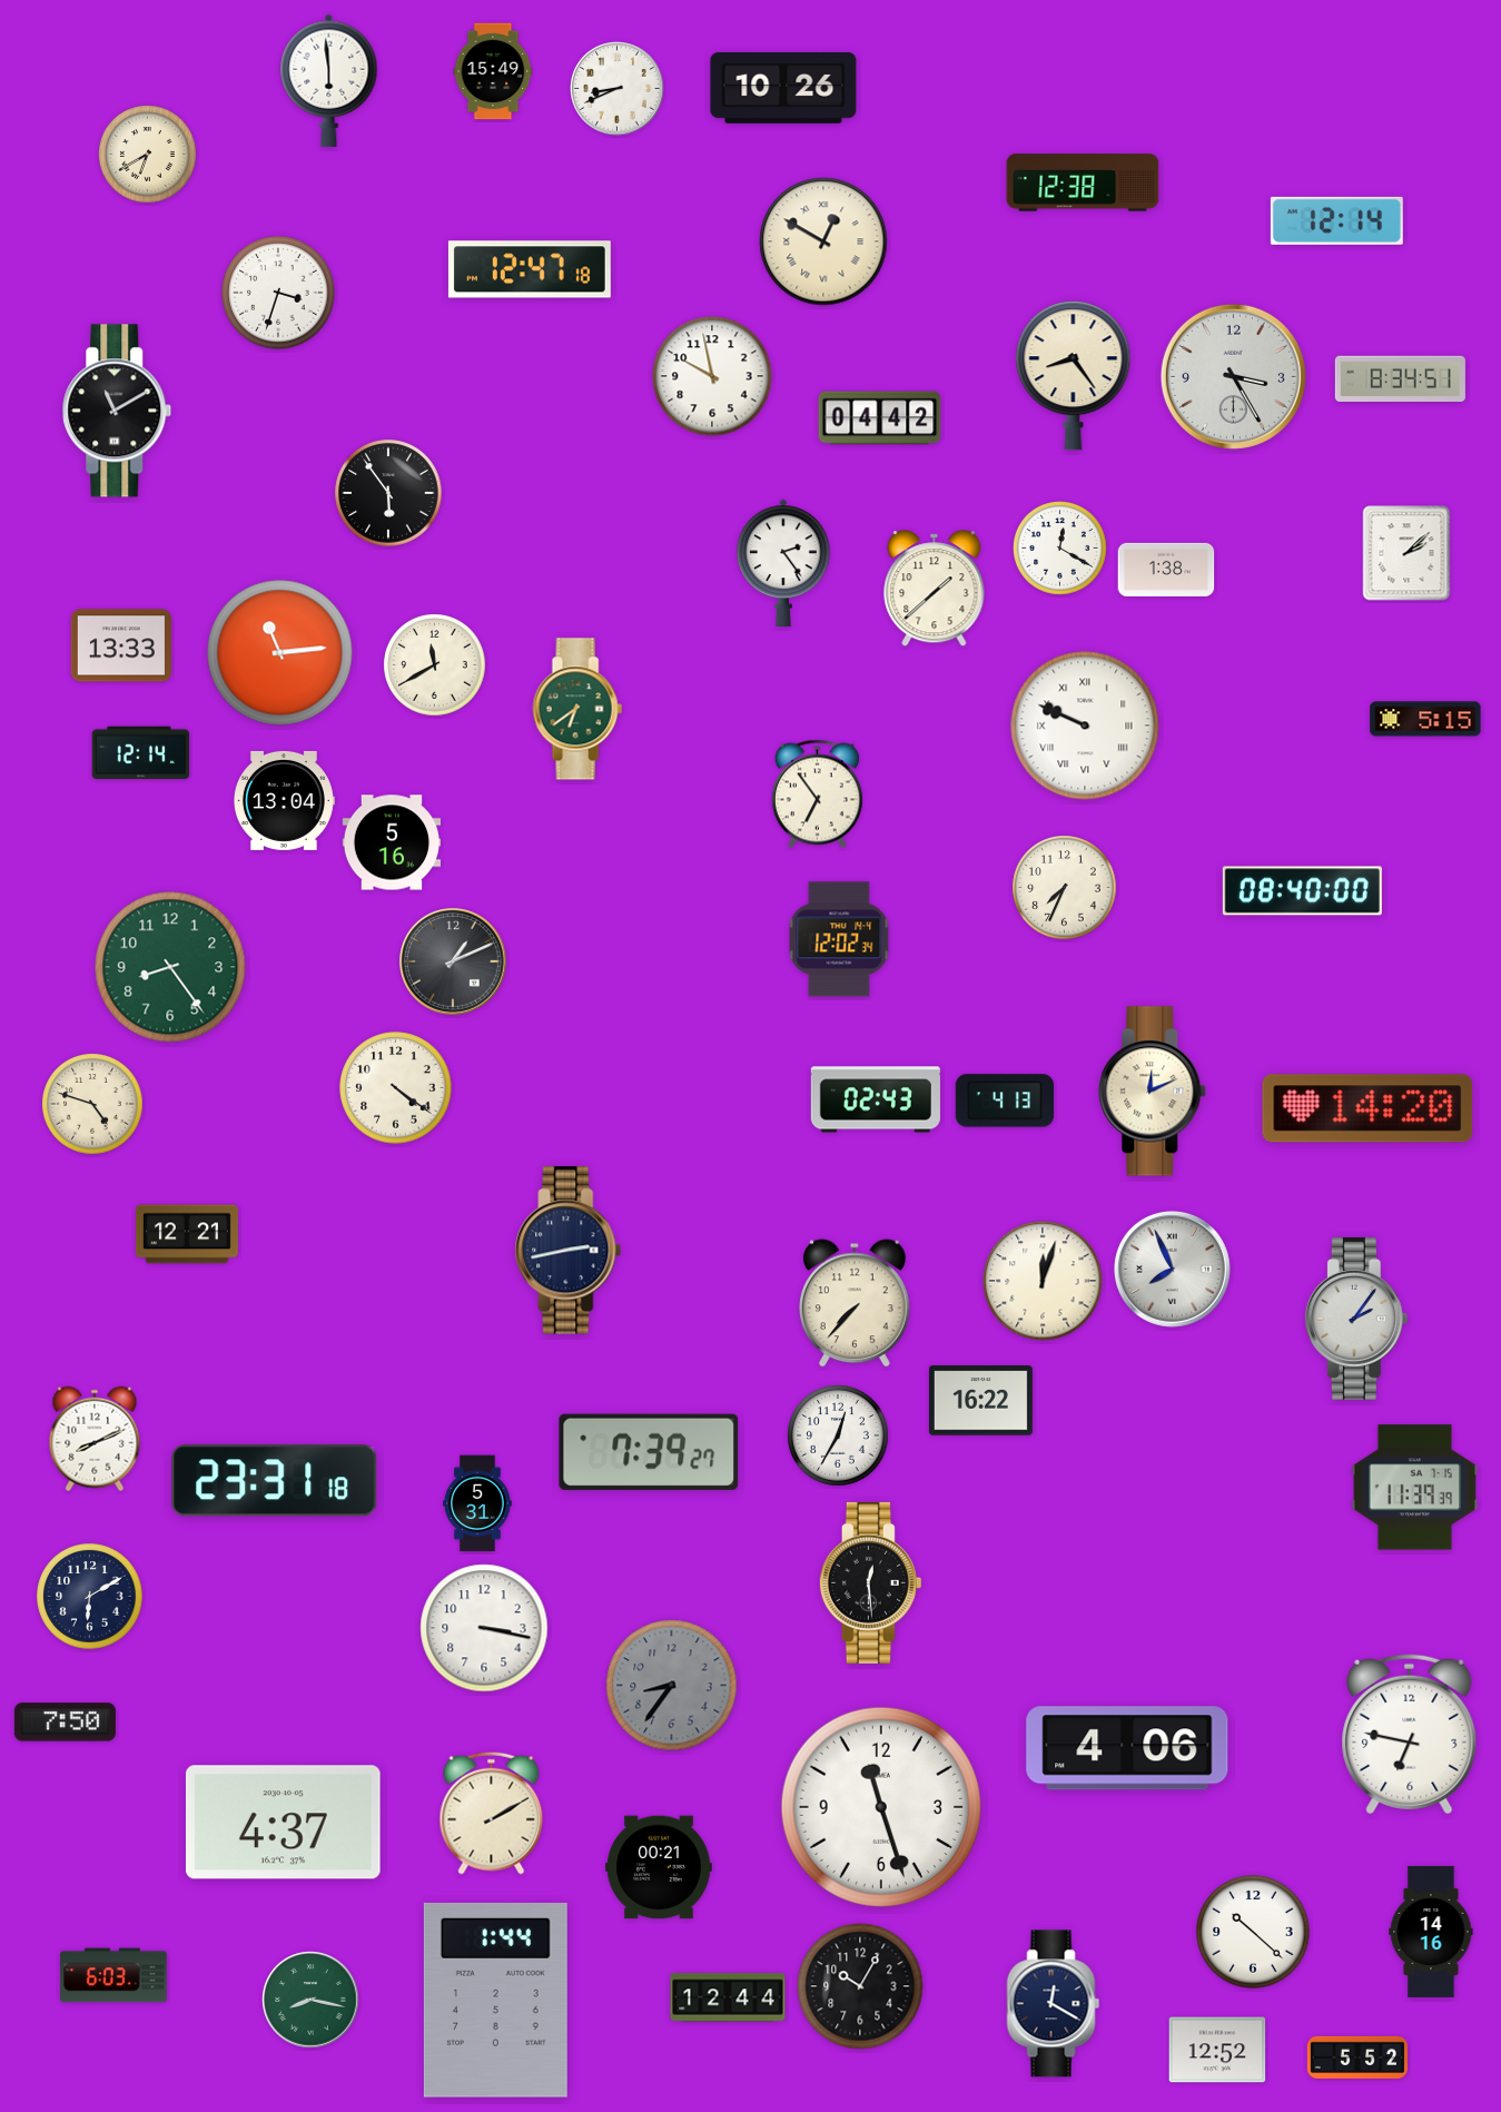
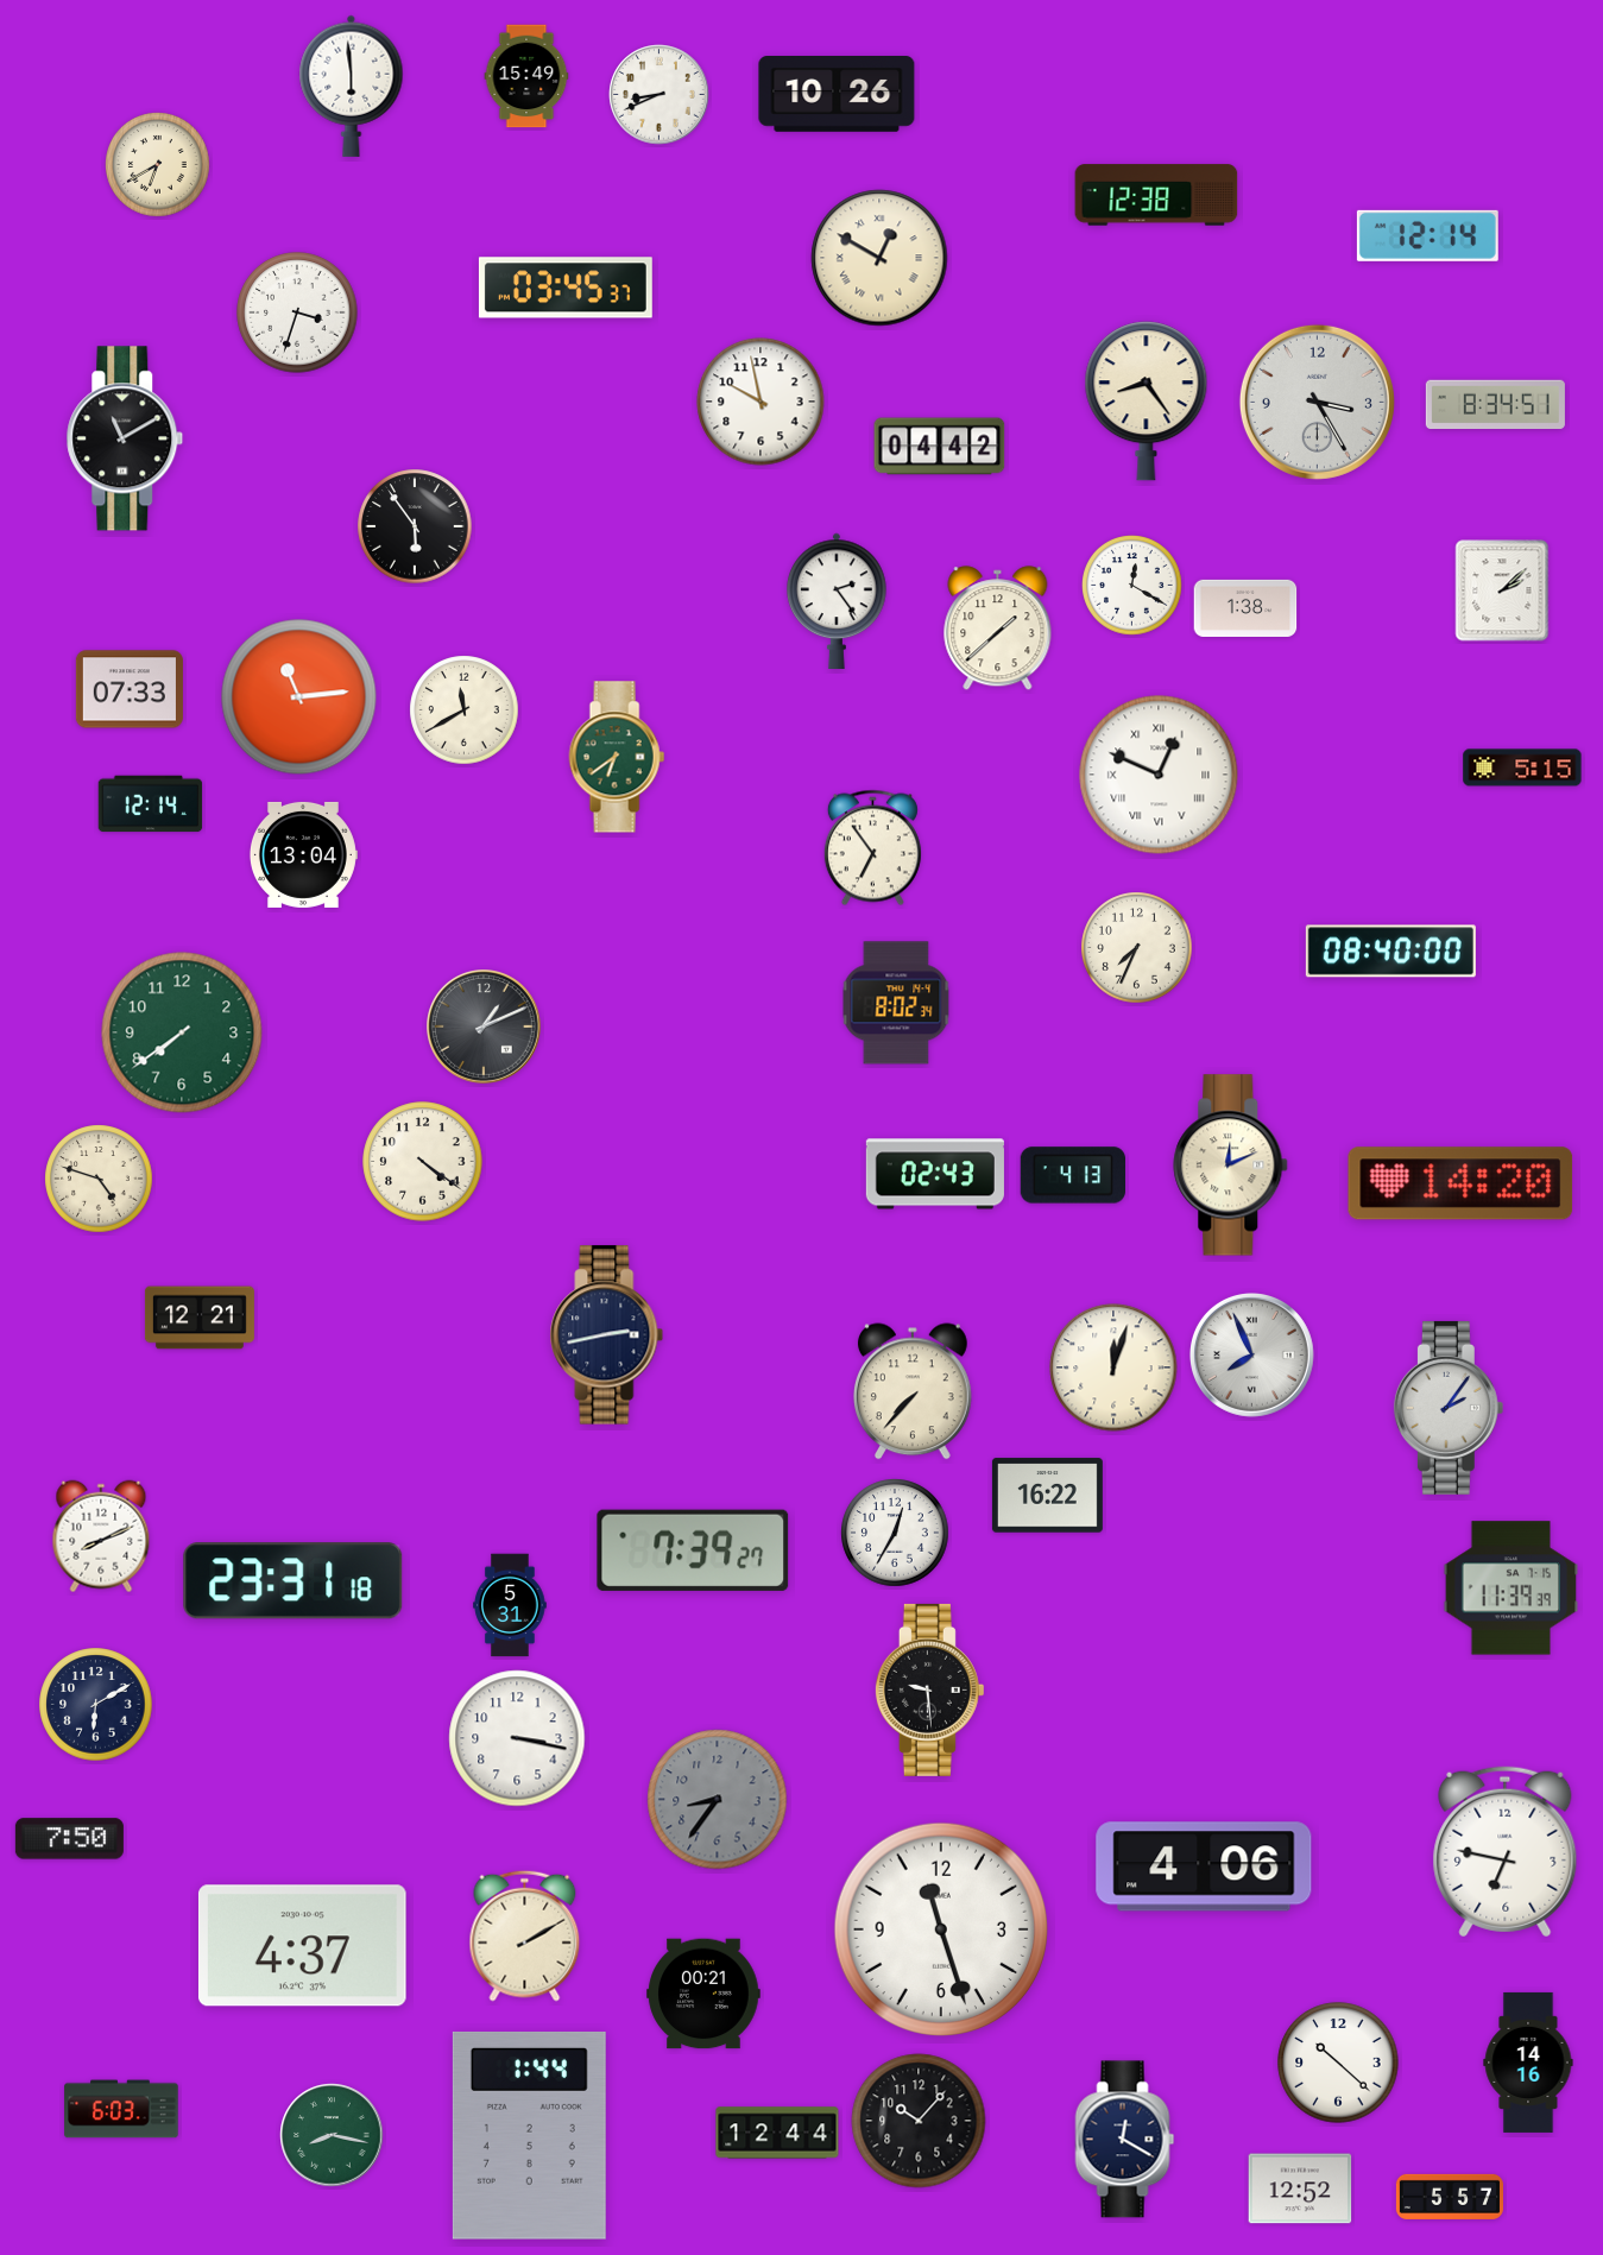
clock at (530, 269): 12:47 -> 03:45
clock at (121, 645): 13:33 -> 07:33
clock at (1085, 726): 9:49 -> 12:49
clock at (392, 842): 5:16 -> none
clock at (839, 939): 12:02 -> 8:02
clock at (170, 967): 8:24 -> 7:39
clock at (870, 1582): 12:29 -> 9:29
clock at (860, 1986): 10:05 -> 10:07
clock at (1357, 2057): 5:52 -> 5:57
